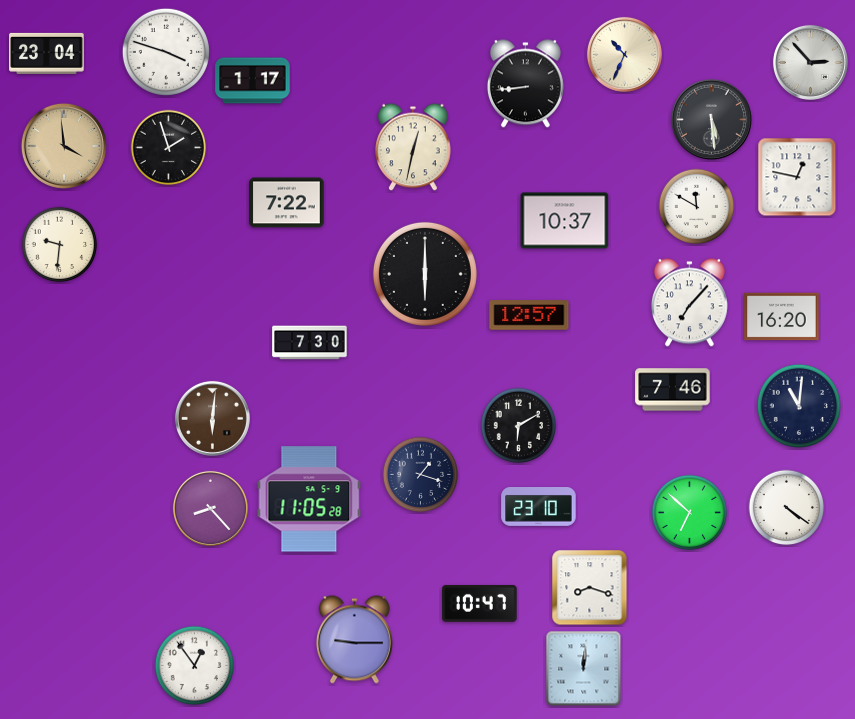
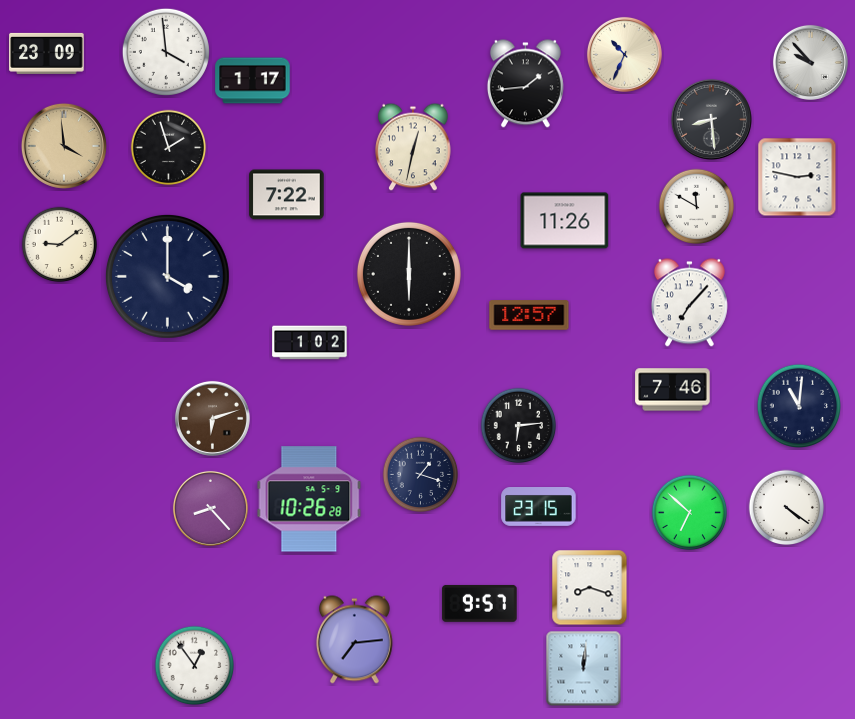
clock at (166, 52): 3:48 -> 3:59
clock at (47, 53): 23:04 -> 23:09
clock at (810, 62): 2:53 -> 9:53
clock at (525, 84): 8:44 -> 1:44
clock at (711, 119): 5:29 -> 8:29
clock at (797, 177): 12:47 -> 2:47
clock at (287, 203) position: (287, 203) -> (287, 195)
clock at (565, 221): 10:37 -> 11:26
clock at (60, 245): 9:31 -> 9:09
clock at (425, 274) position: (425, 274) -> (409, 274)
clock at (167, 276): none -> 4:00
clock at (782, 317): 16:20 -> none
clock at (310, 343): 7:30 -> 1:02
clock at (212, 418): 6:01 -> 6:12
clock at (519, 426): 6:10 -> 6:14
clock at (309, 499): 11:05 -> 10:26
clock at (539, 507): 23:10 -> 23:15
clock at (480, 603): 10:47 -> 9:57
clock at (354, 640): 9:15 -> 7:14
